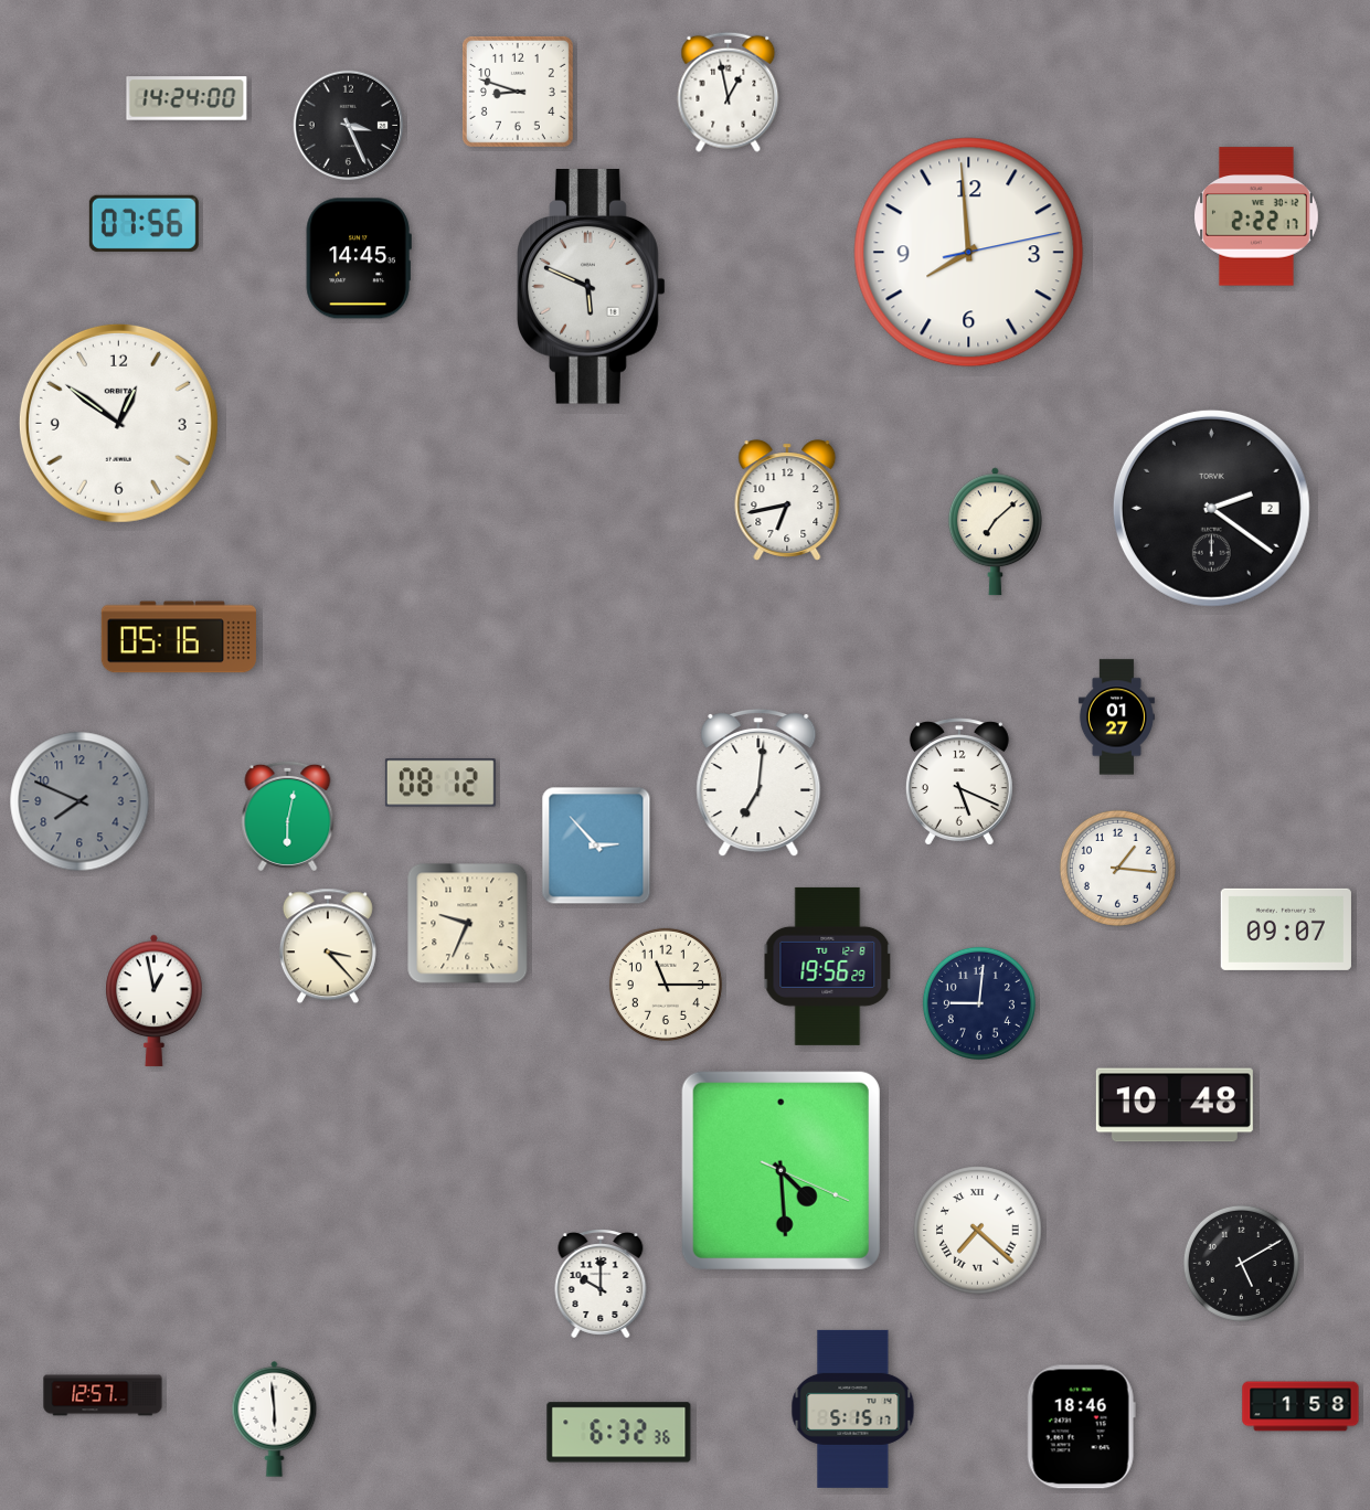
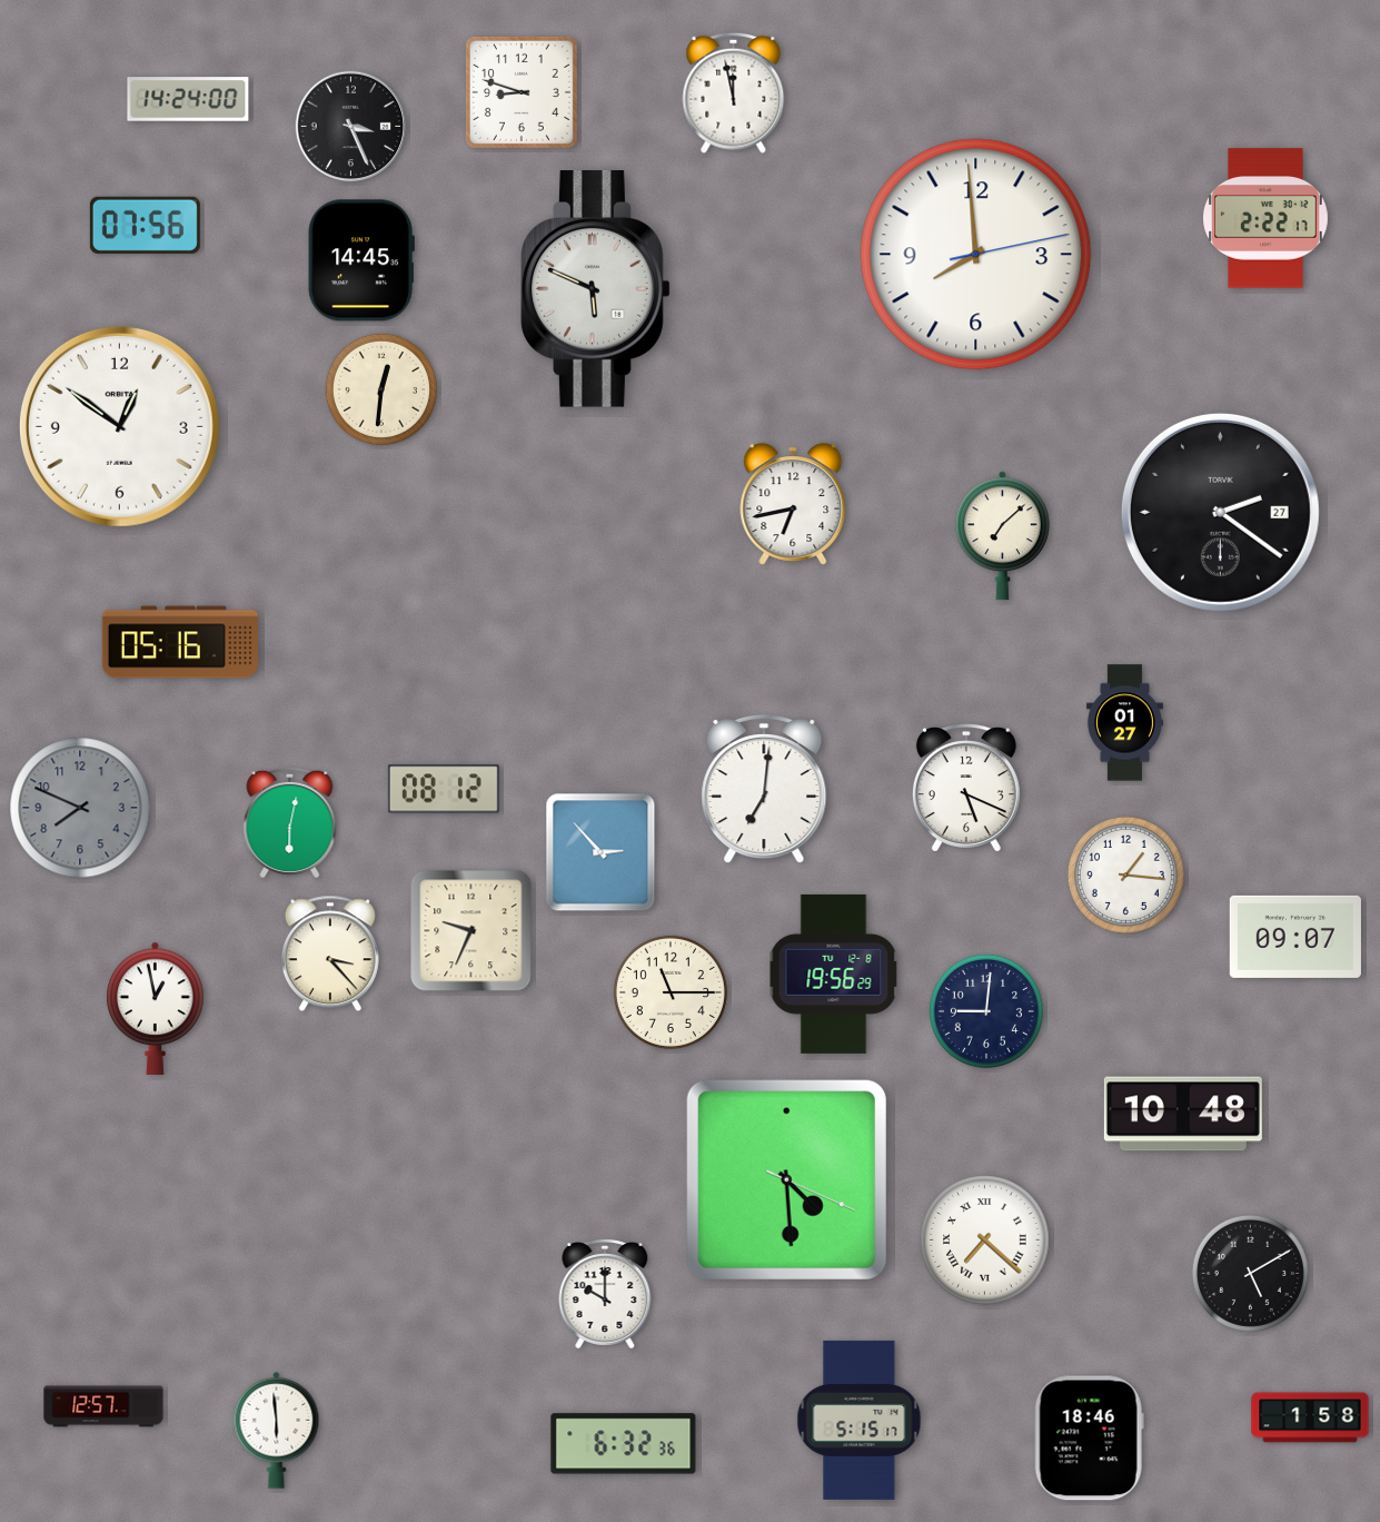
clock at (729, 92): 12:58 -> 11:58
clock at (381, 389): none -> 12:31
clock at (1211, 508) date: 2 -> 27
